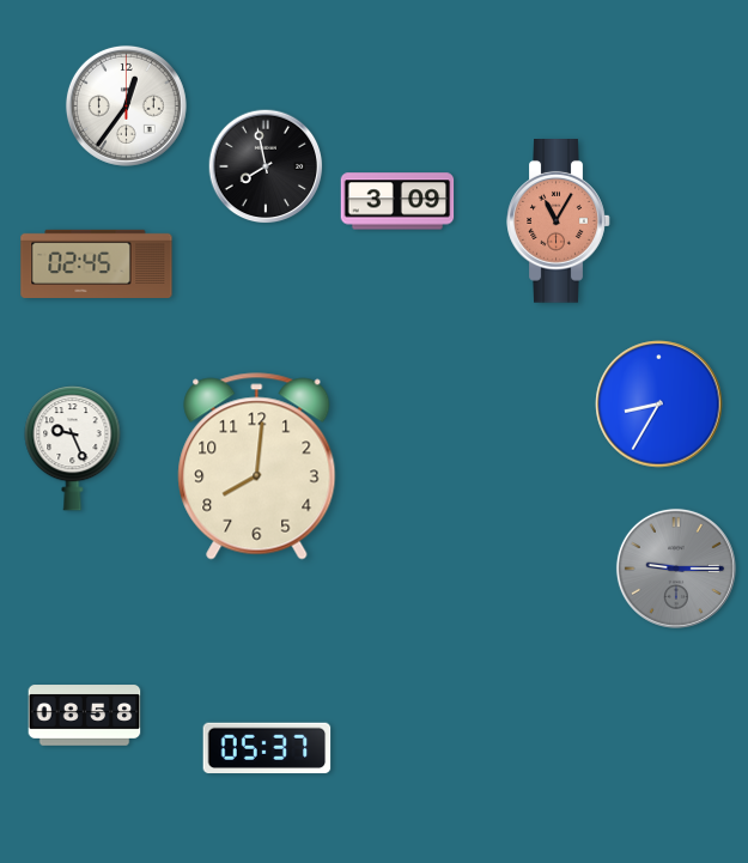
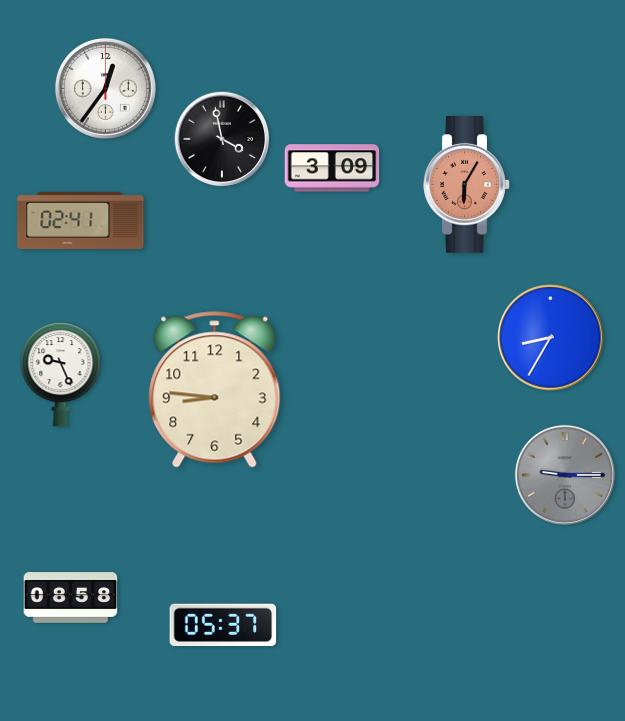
clock at (266, 166): 7:58 -> 3:58
clock at (559, 221): 11:05 -> 6:05
clock at (97, 263): 02:45 -> 02:41
clock at (257, 467): 8:01 -> 8:46
